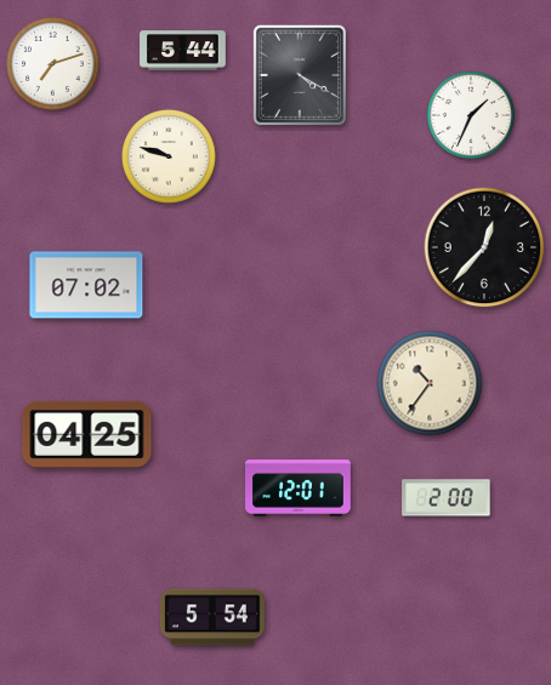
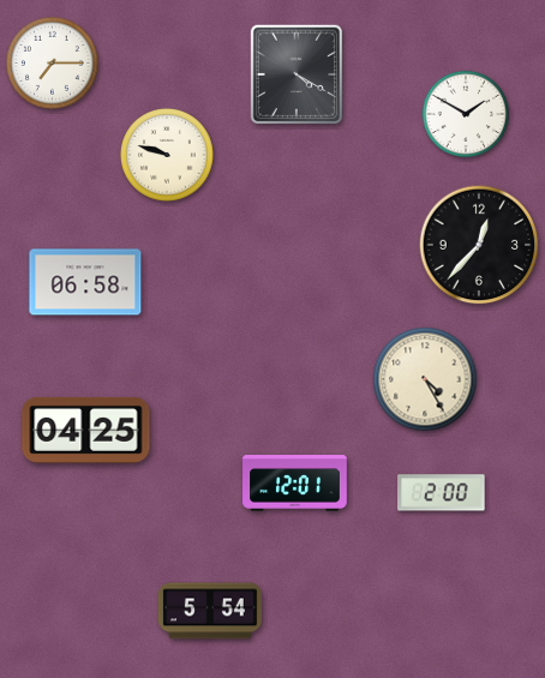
clock at (183, 51): 5:44 -> none
clock at (52, 63): 7:12 -> 7:15
clock at (470, 114): 1:34 -> 1:50
clock at (86, 285): 07:02 -> 06:58
clock at (430, 383): 10:36 -> 4:25
